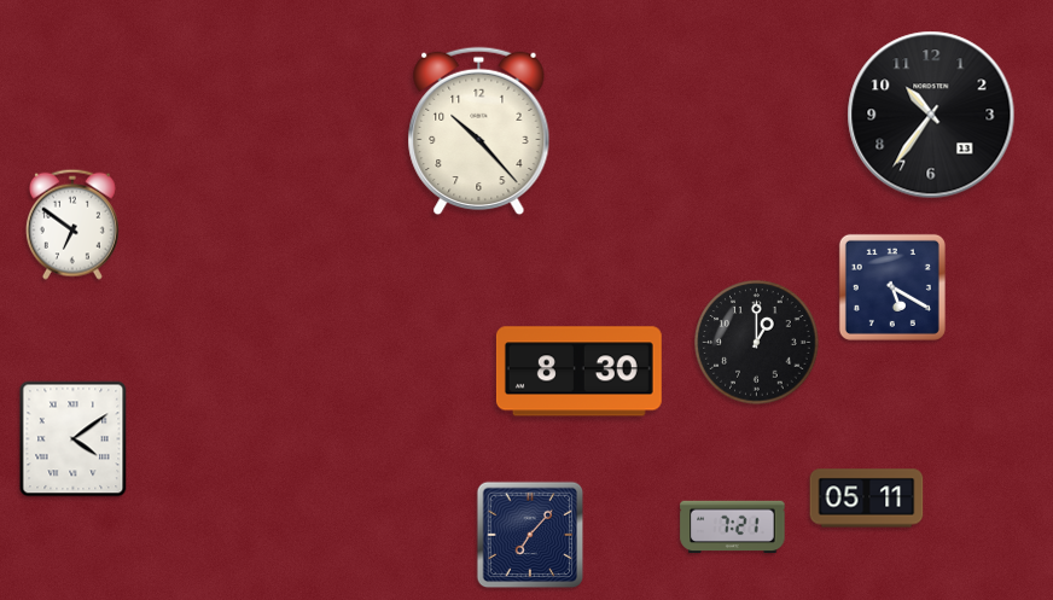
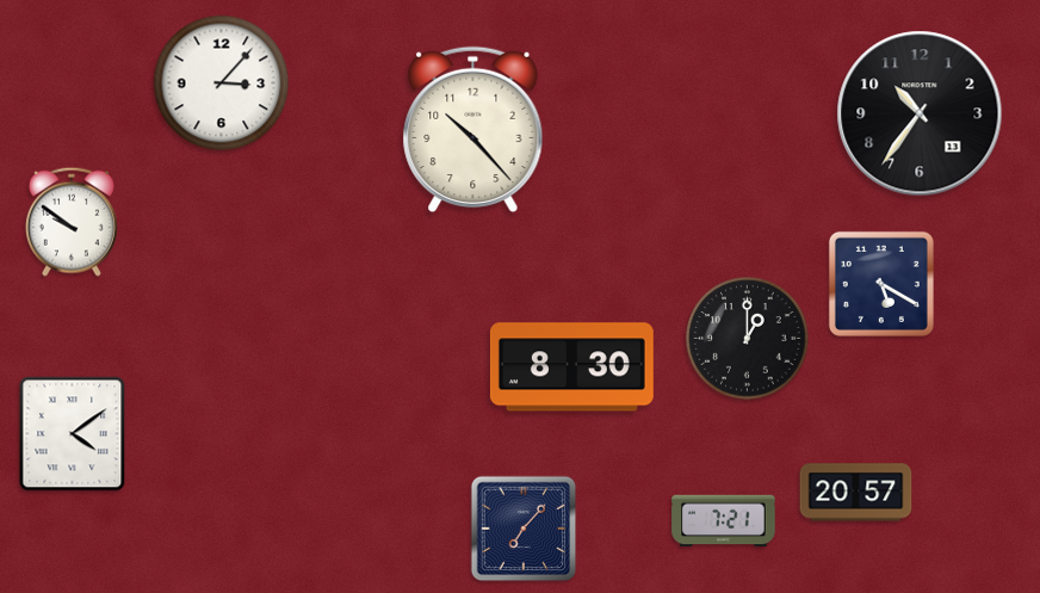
clock at (222, 84): none -> 3:07
clock at (72, 225): 6:51 -> 9:51
clock at (867, 499): 05:11 -> 20:57
